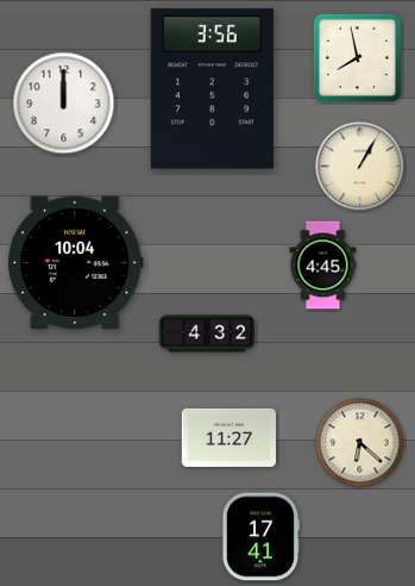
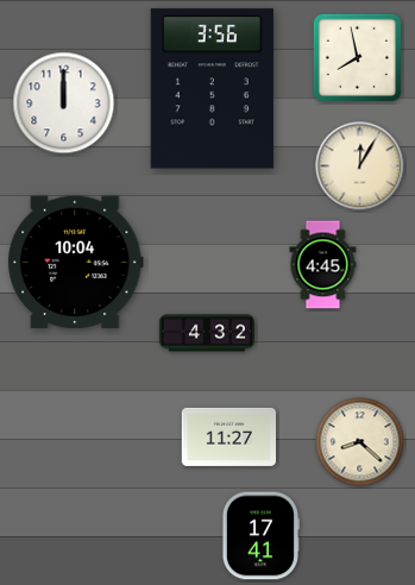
clock at (360, 167): 1:05 -> 12:05
clock at (360, 443): 6:22 -> 8:22
